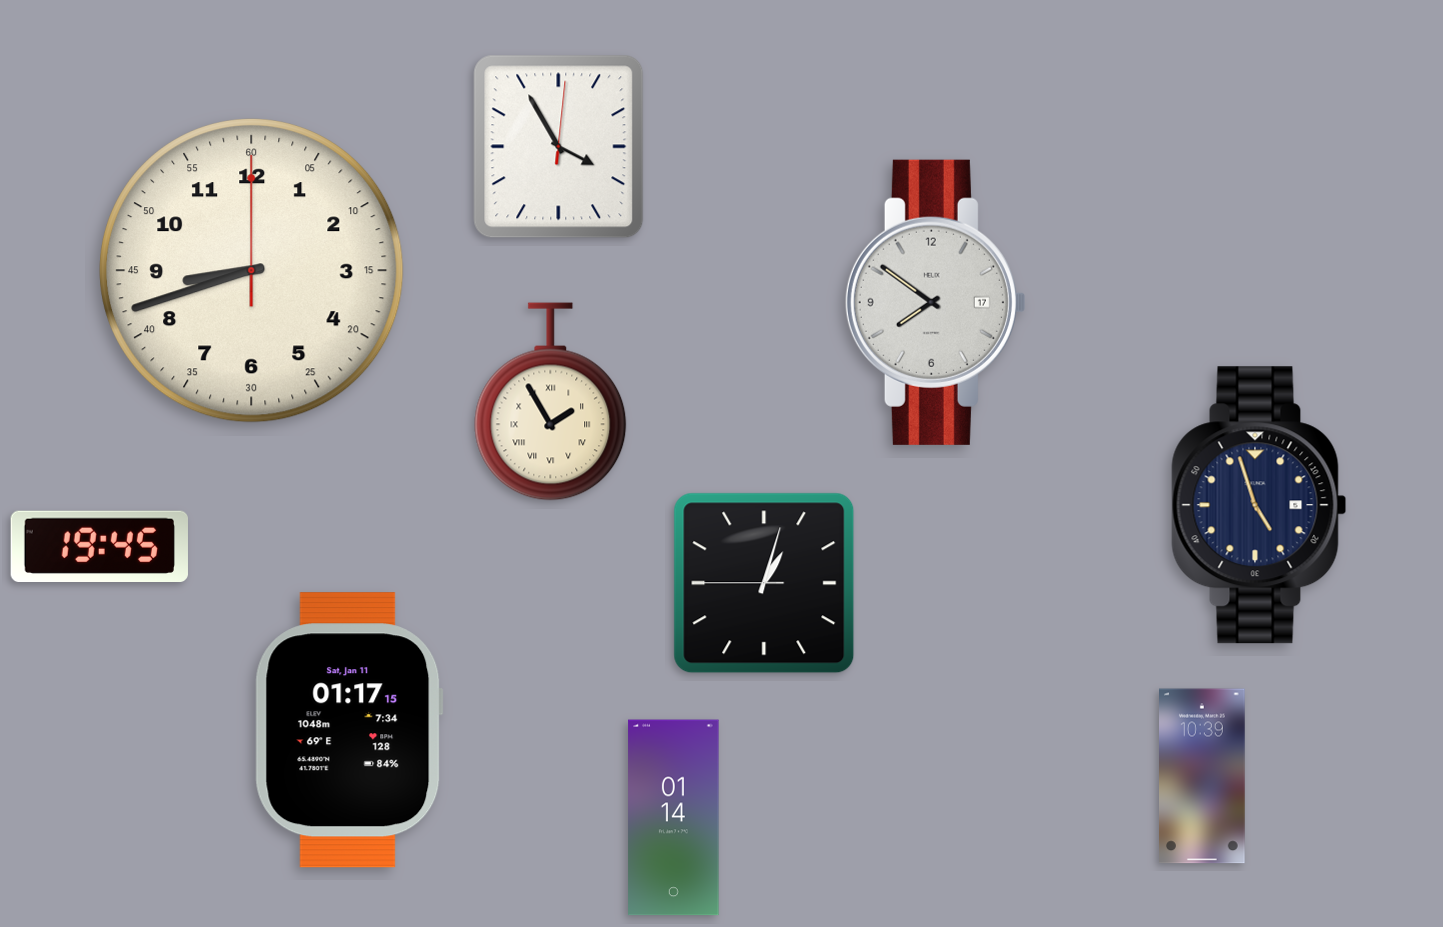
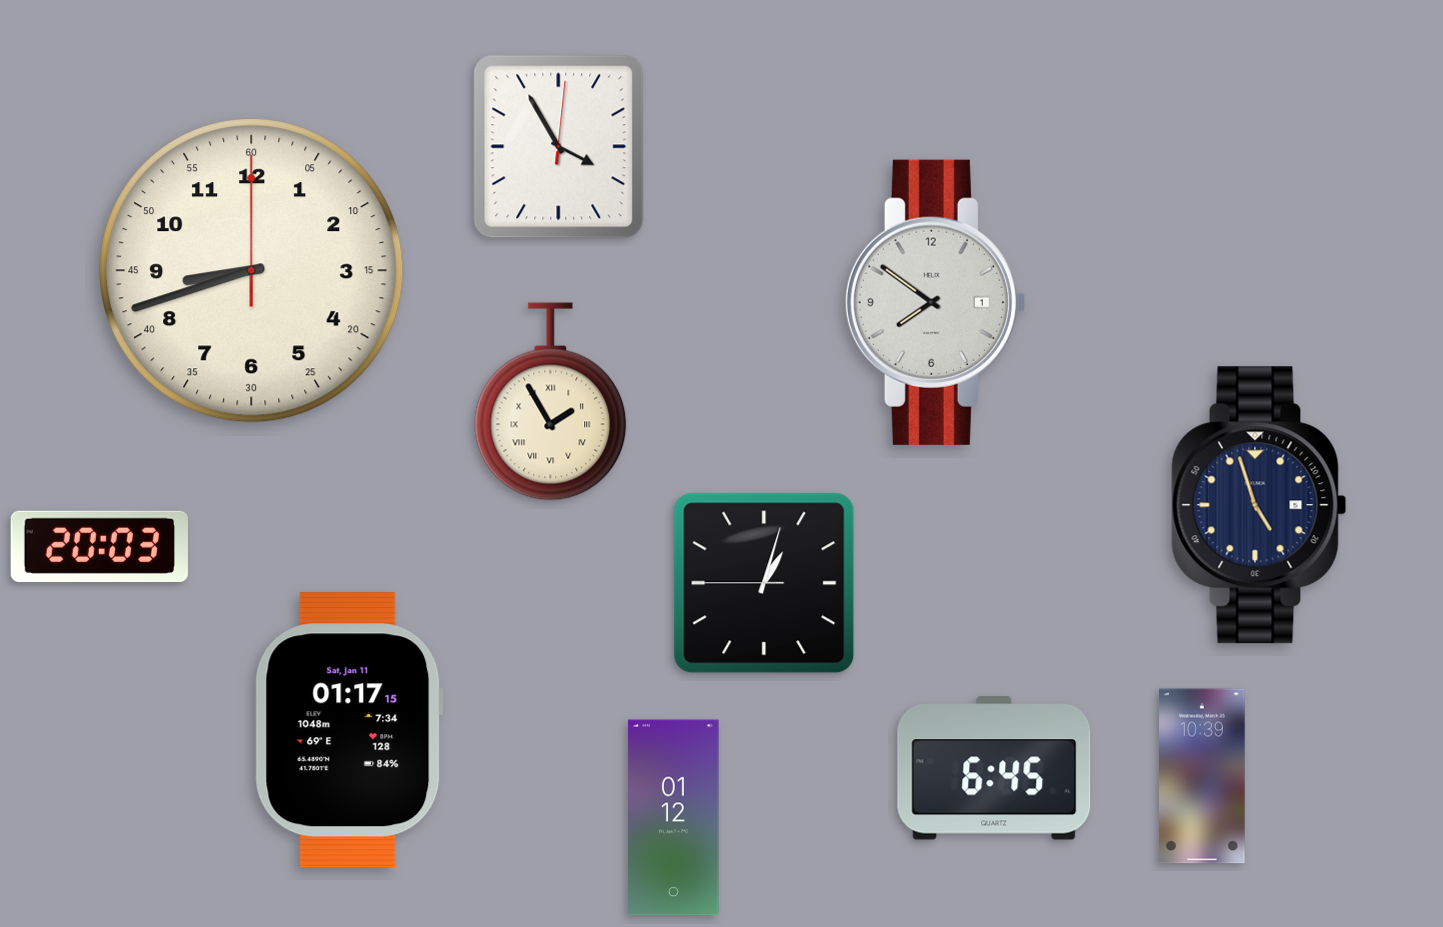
clock at (935, 302) date: 17 -> 1
clock at (99, 546): 19:45 -> 20:03
clock at (994, 768): none -> 6:45
clock at (674, 818): 01:14 -> 01:12
